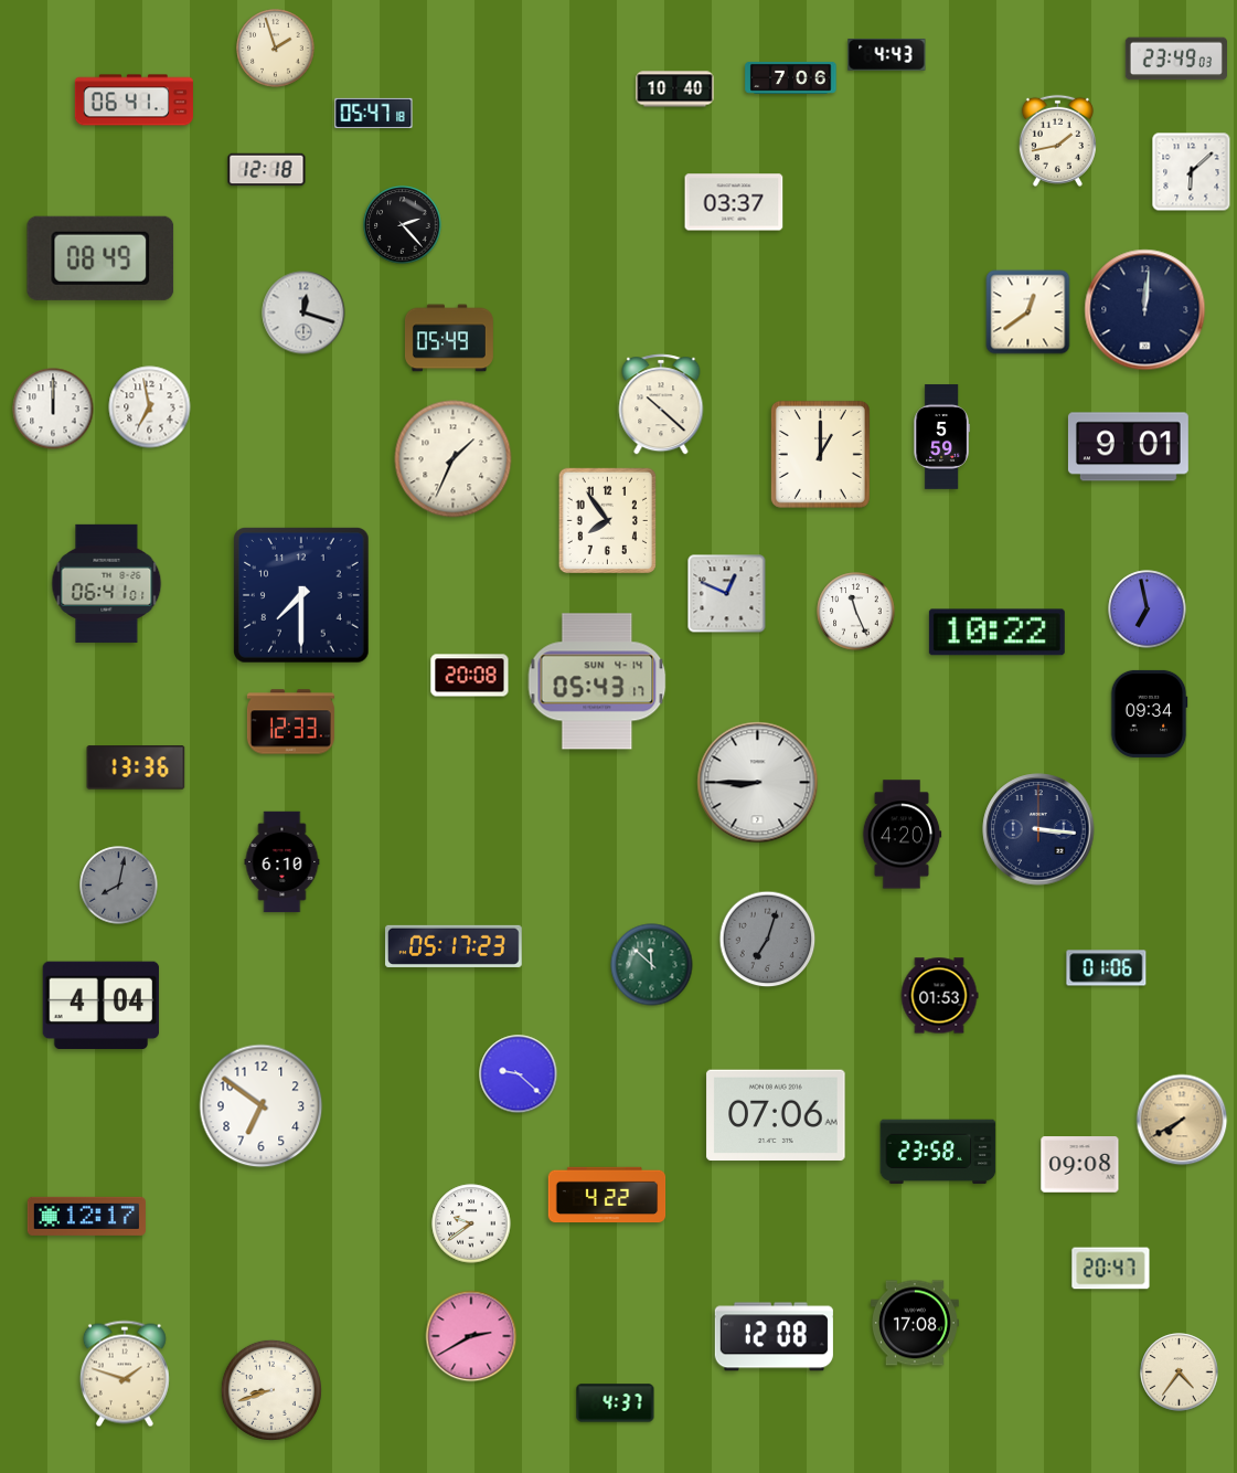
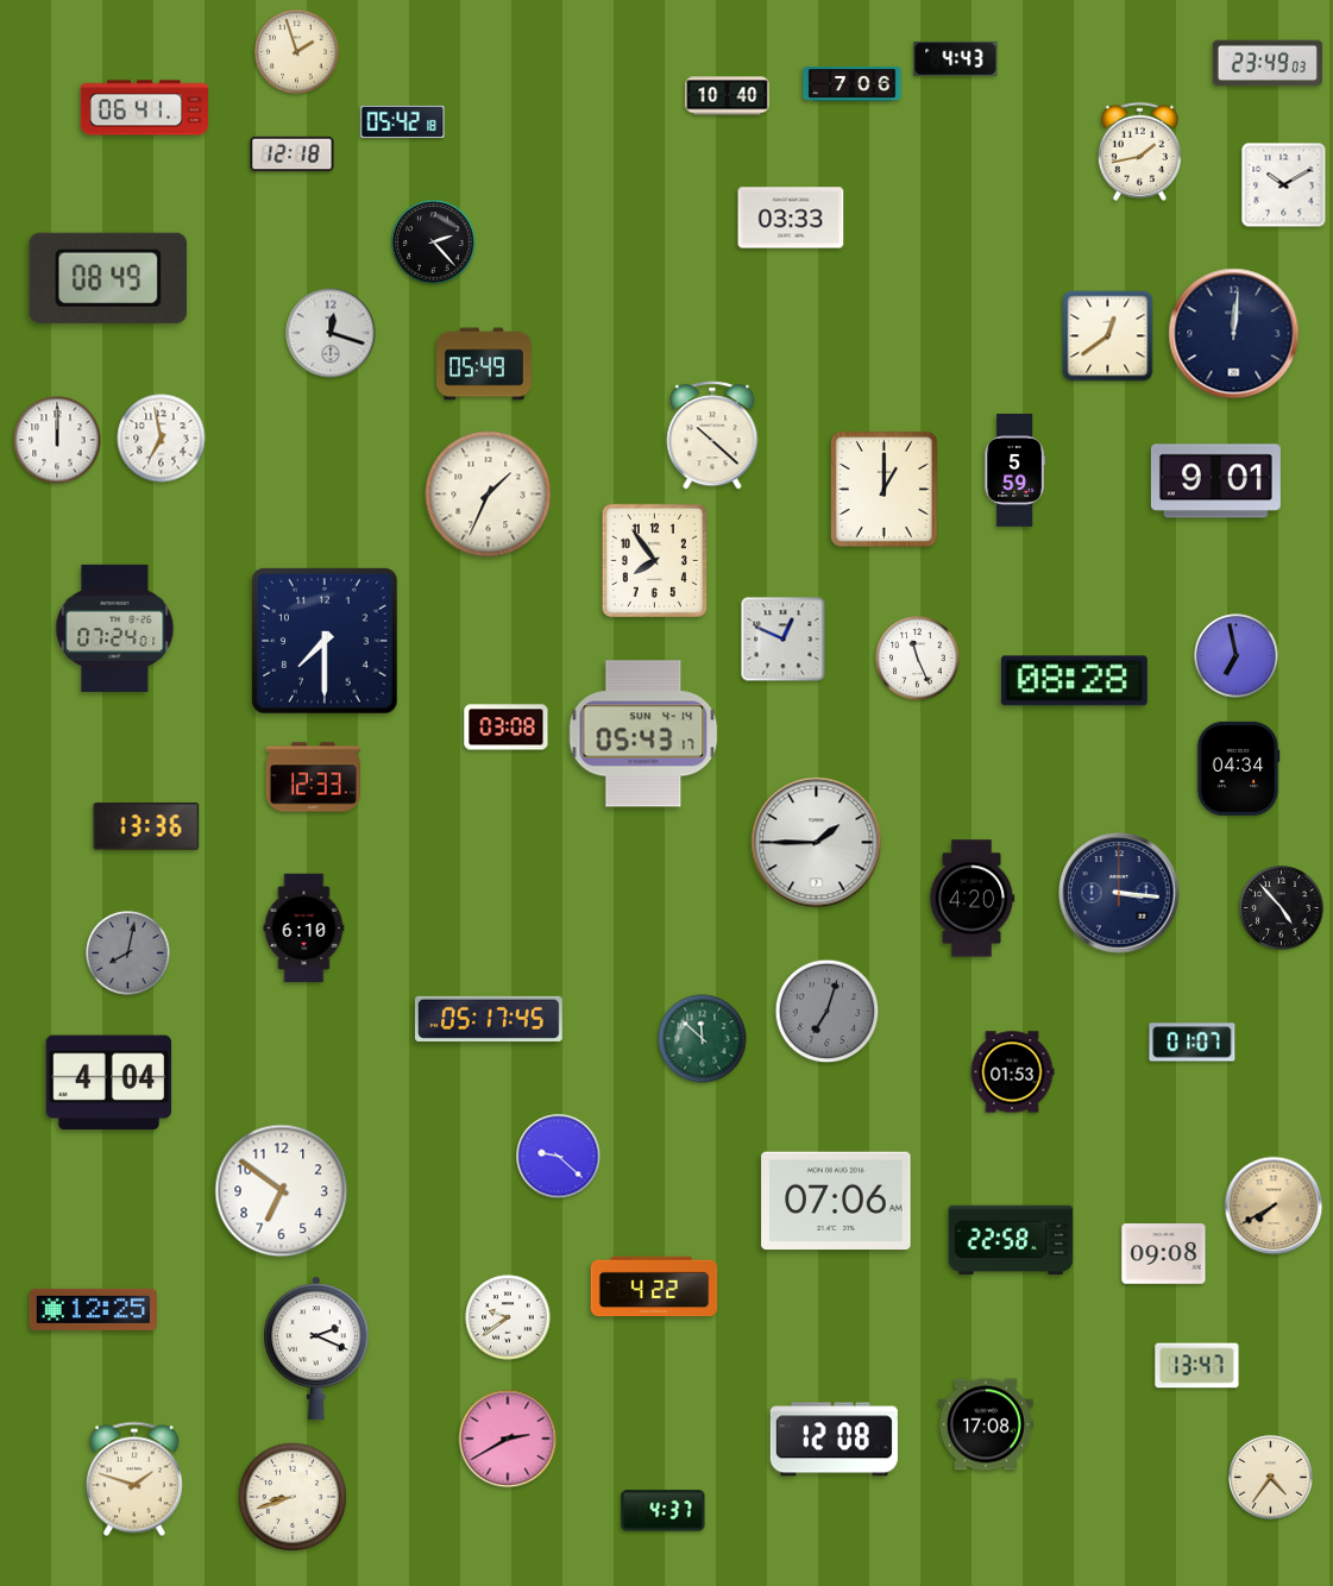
clock at (374, 113): 05:47 -> 05:42
clock at (267, 170) position: (267, 170) -> (293, 155)
clock at (1192, 172): 6:08 -> 10:10
clock at (734, 202): 03:37 -> 03:33
clock at (303, 312) position: (303, 312) -> (331, 333)
clock at (107, 583): 06:41 -> 07:24
clock at (856, 612) position: (856, 612) -> (918, 659)
clock at (996, 633): 10:22 -> 08:28
clock at (470, 676): 20:08 -> 03:08
clock at (1149, 713): 09:34 -> 04:34
clock at (758, 783): 8:45 -> 1:45
clock at (1282, 908): none -> 4:53
clock at (455, 946): 05:17:23 -> 05:17:45
clock at (1107, 968): 01:06 -> 01:07
clock at (938, 1152): 23:58 -> 22:58
clock at (86, 1216): 12:17 -> 12:25
clock at (317, 1348): none -> 2:19
clock at (1111, 1269): 20:47 -> 13:47
